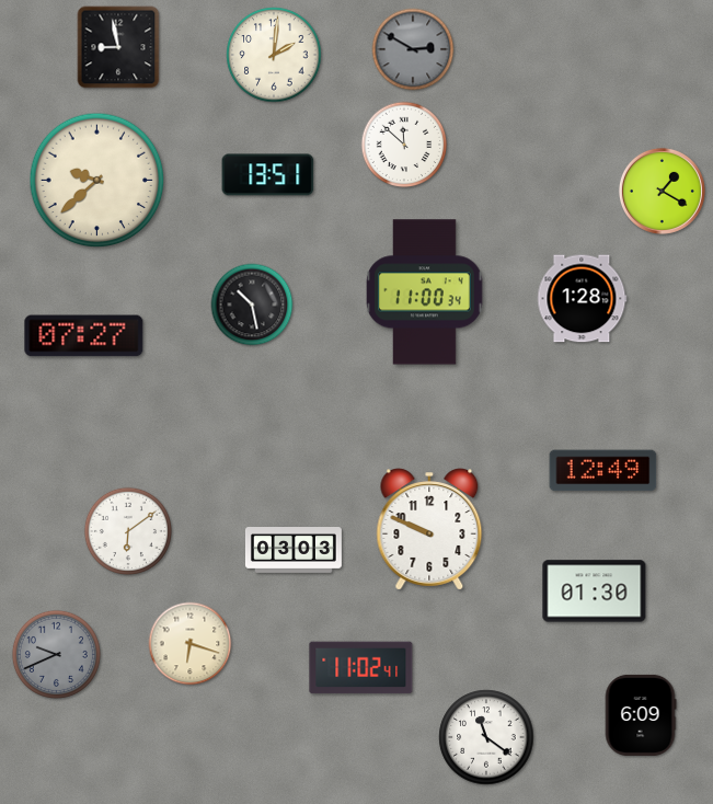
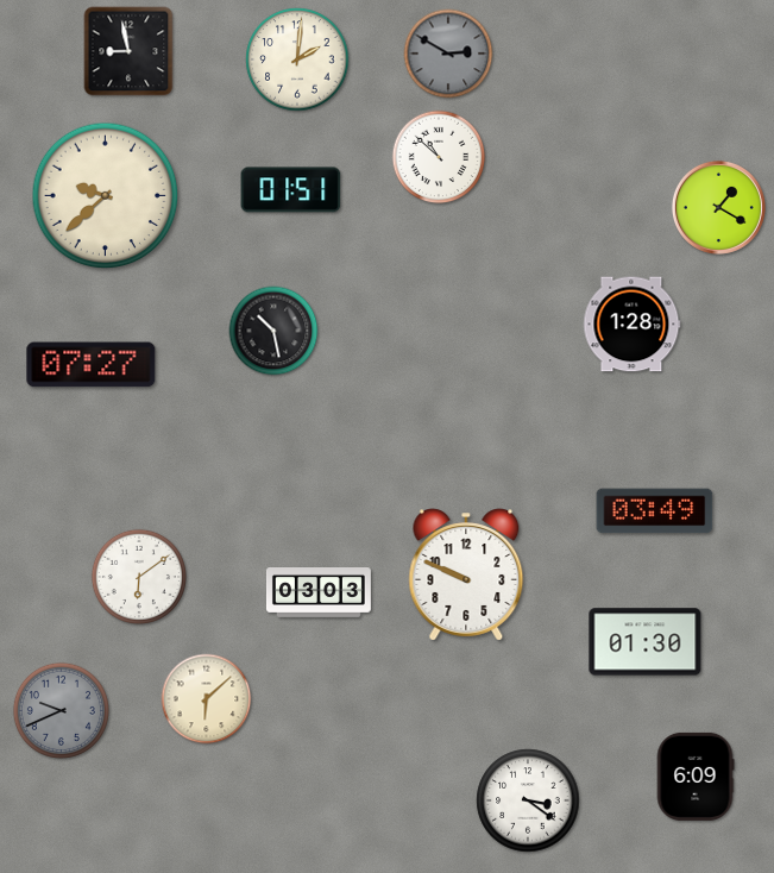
clock at (404, 145): 11:52 -> 10:52
clock at (268, 175): 13:51 -> 01:51
clock at (425, 292): 11:00 -> none
clock at (603, 471): 12:49 -> 03:49
clock at (294, 551) position: (294, 551) -> (319, 593)
clock at (191, 644): 6:18 -> 6:08
clock at (361, 668): 11:02 -> none
clock at (486, 737): 11:21 -> 3:21
